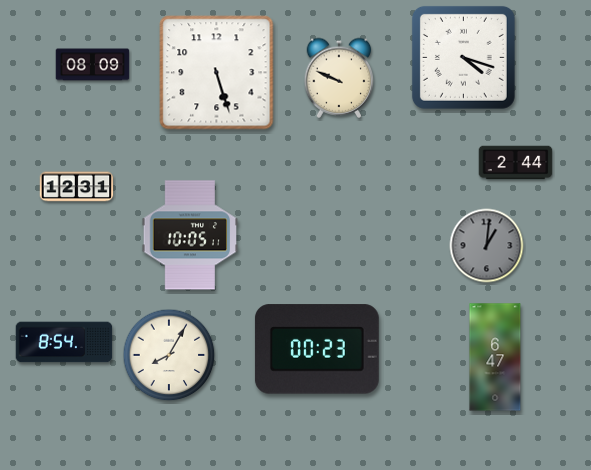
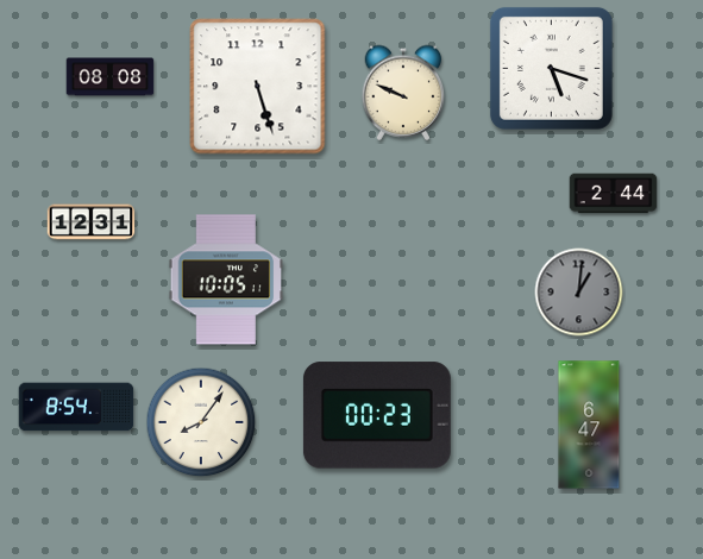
clock at (463, 57): 4:18 -> 5:18
clock at (93, 65): 08:09 -> 08:08
clock at (169, 355): 8:05 -> 8:06
